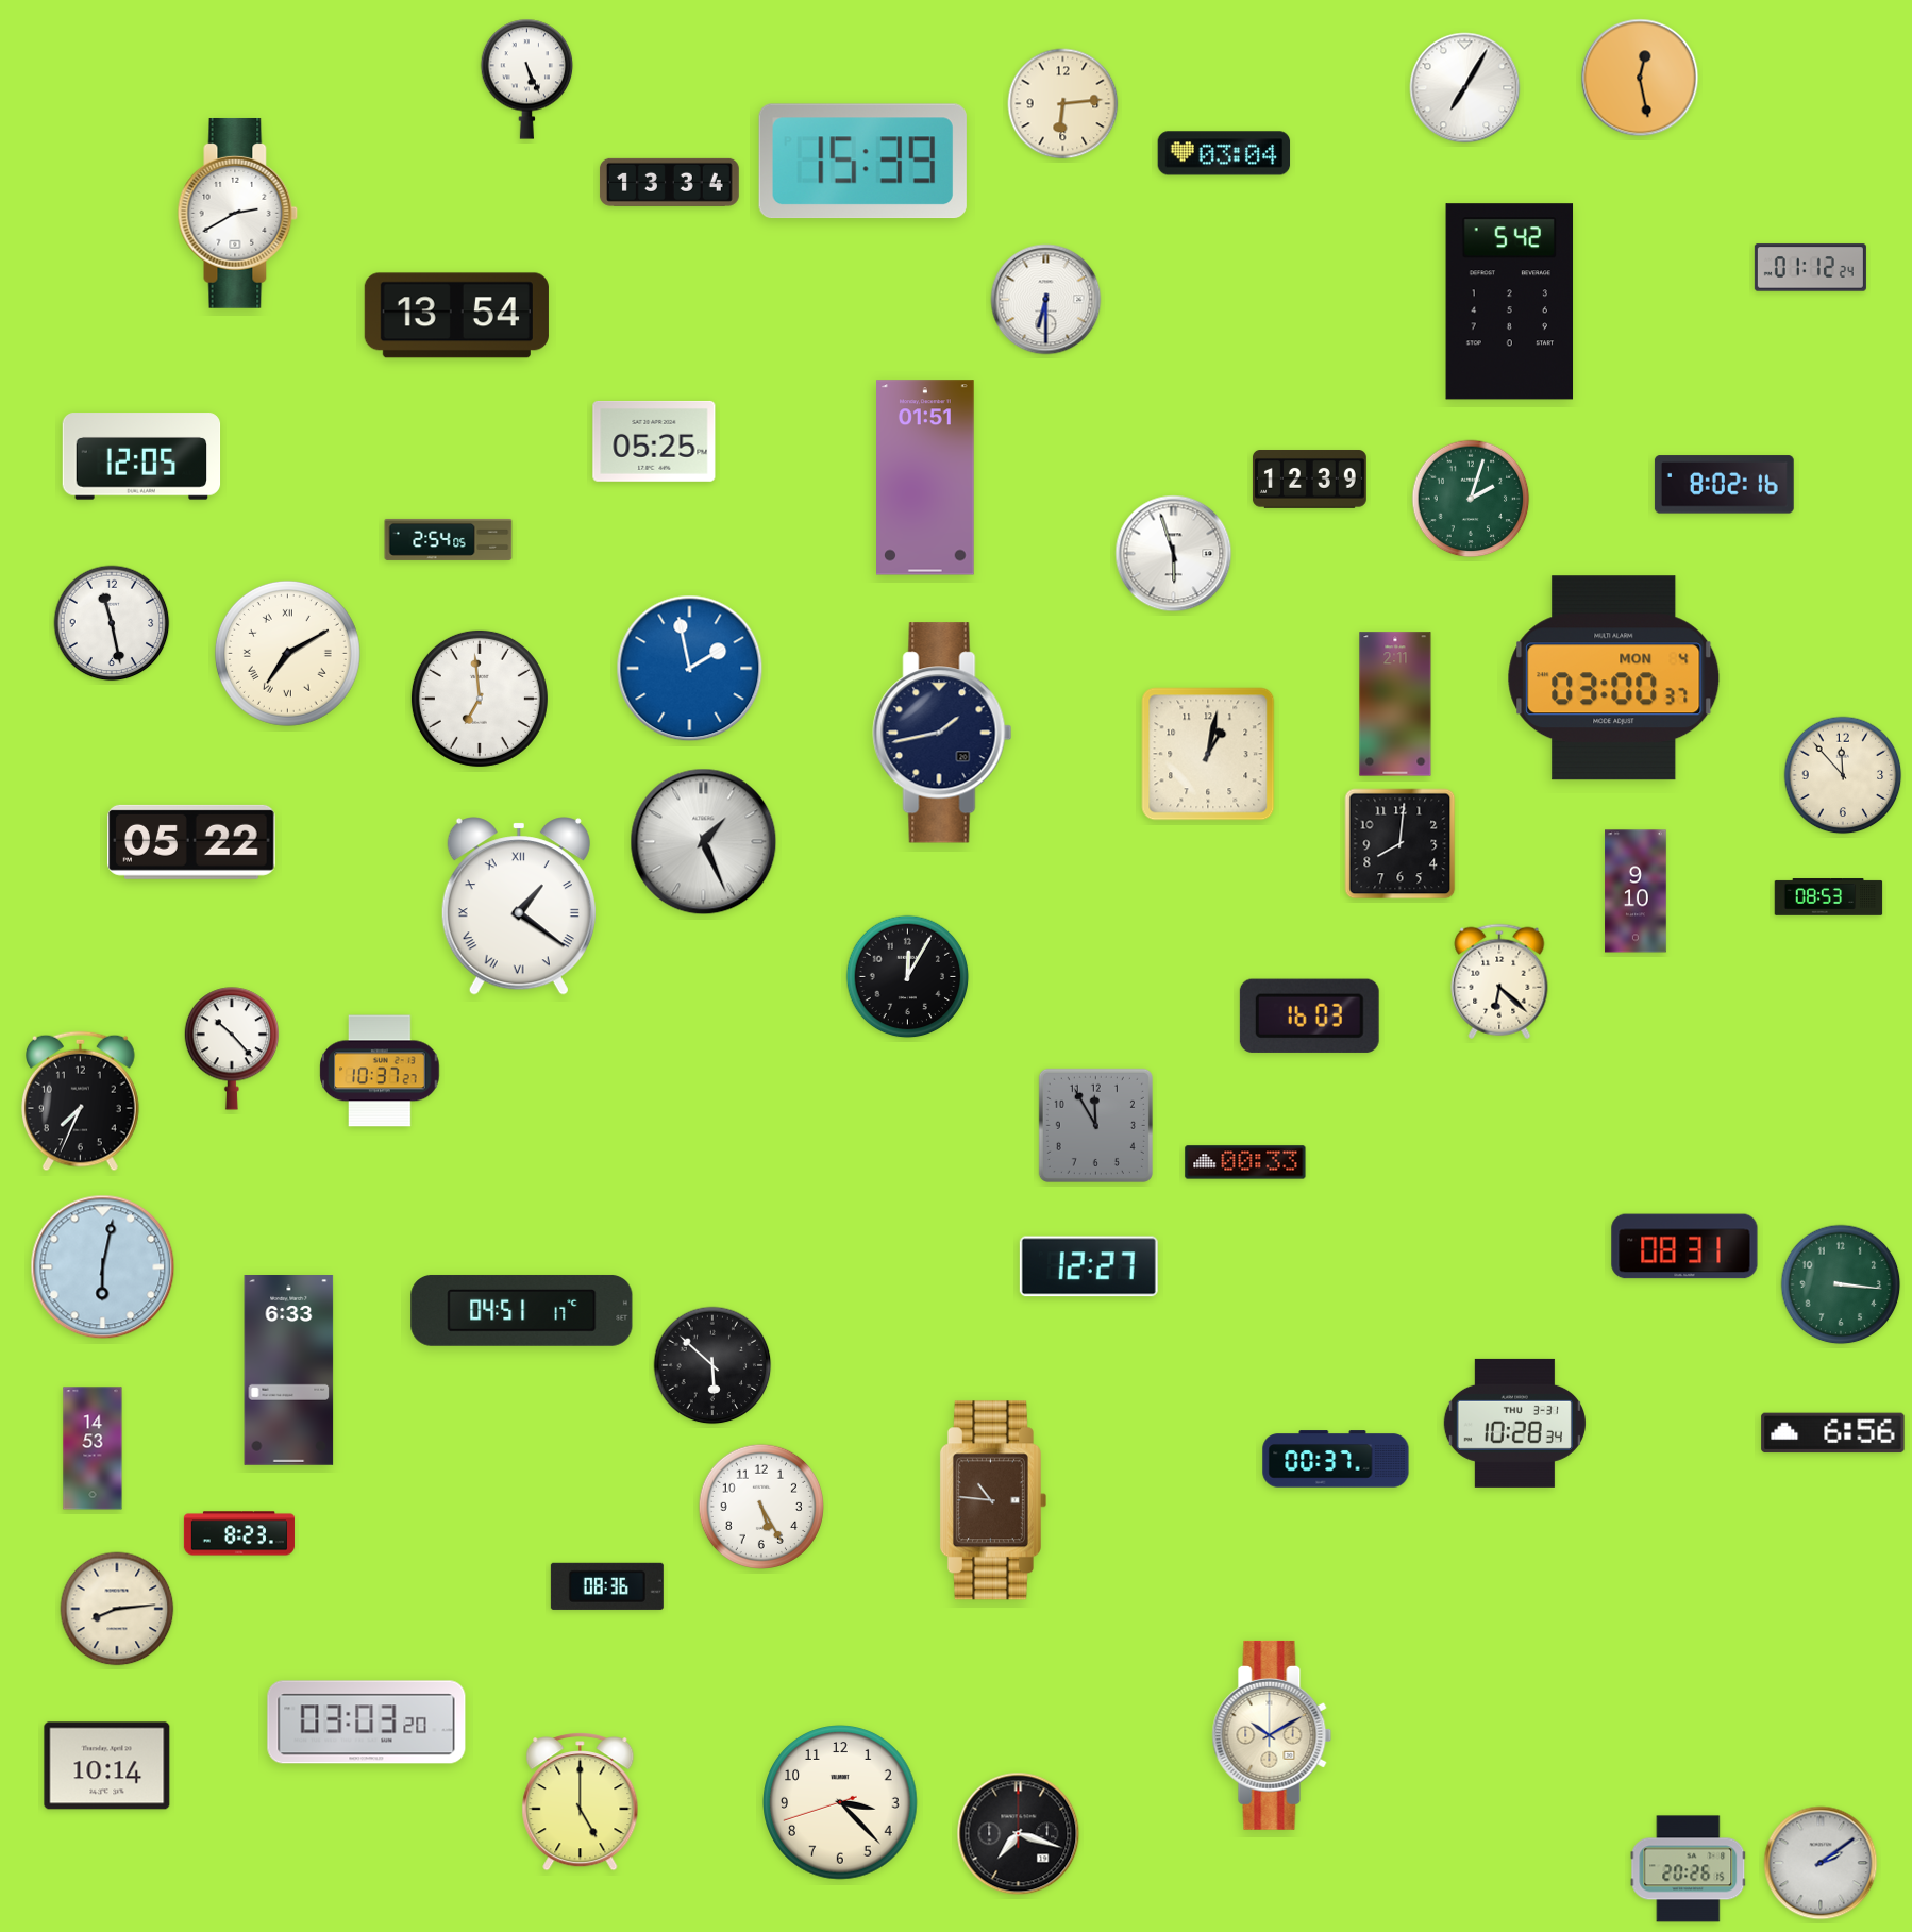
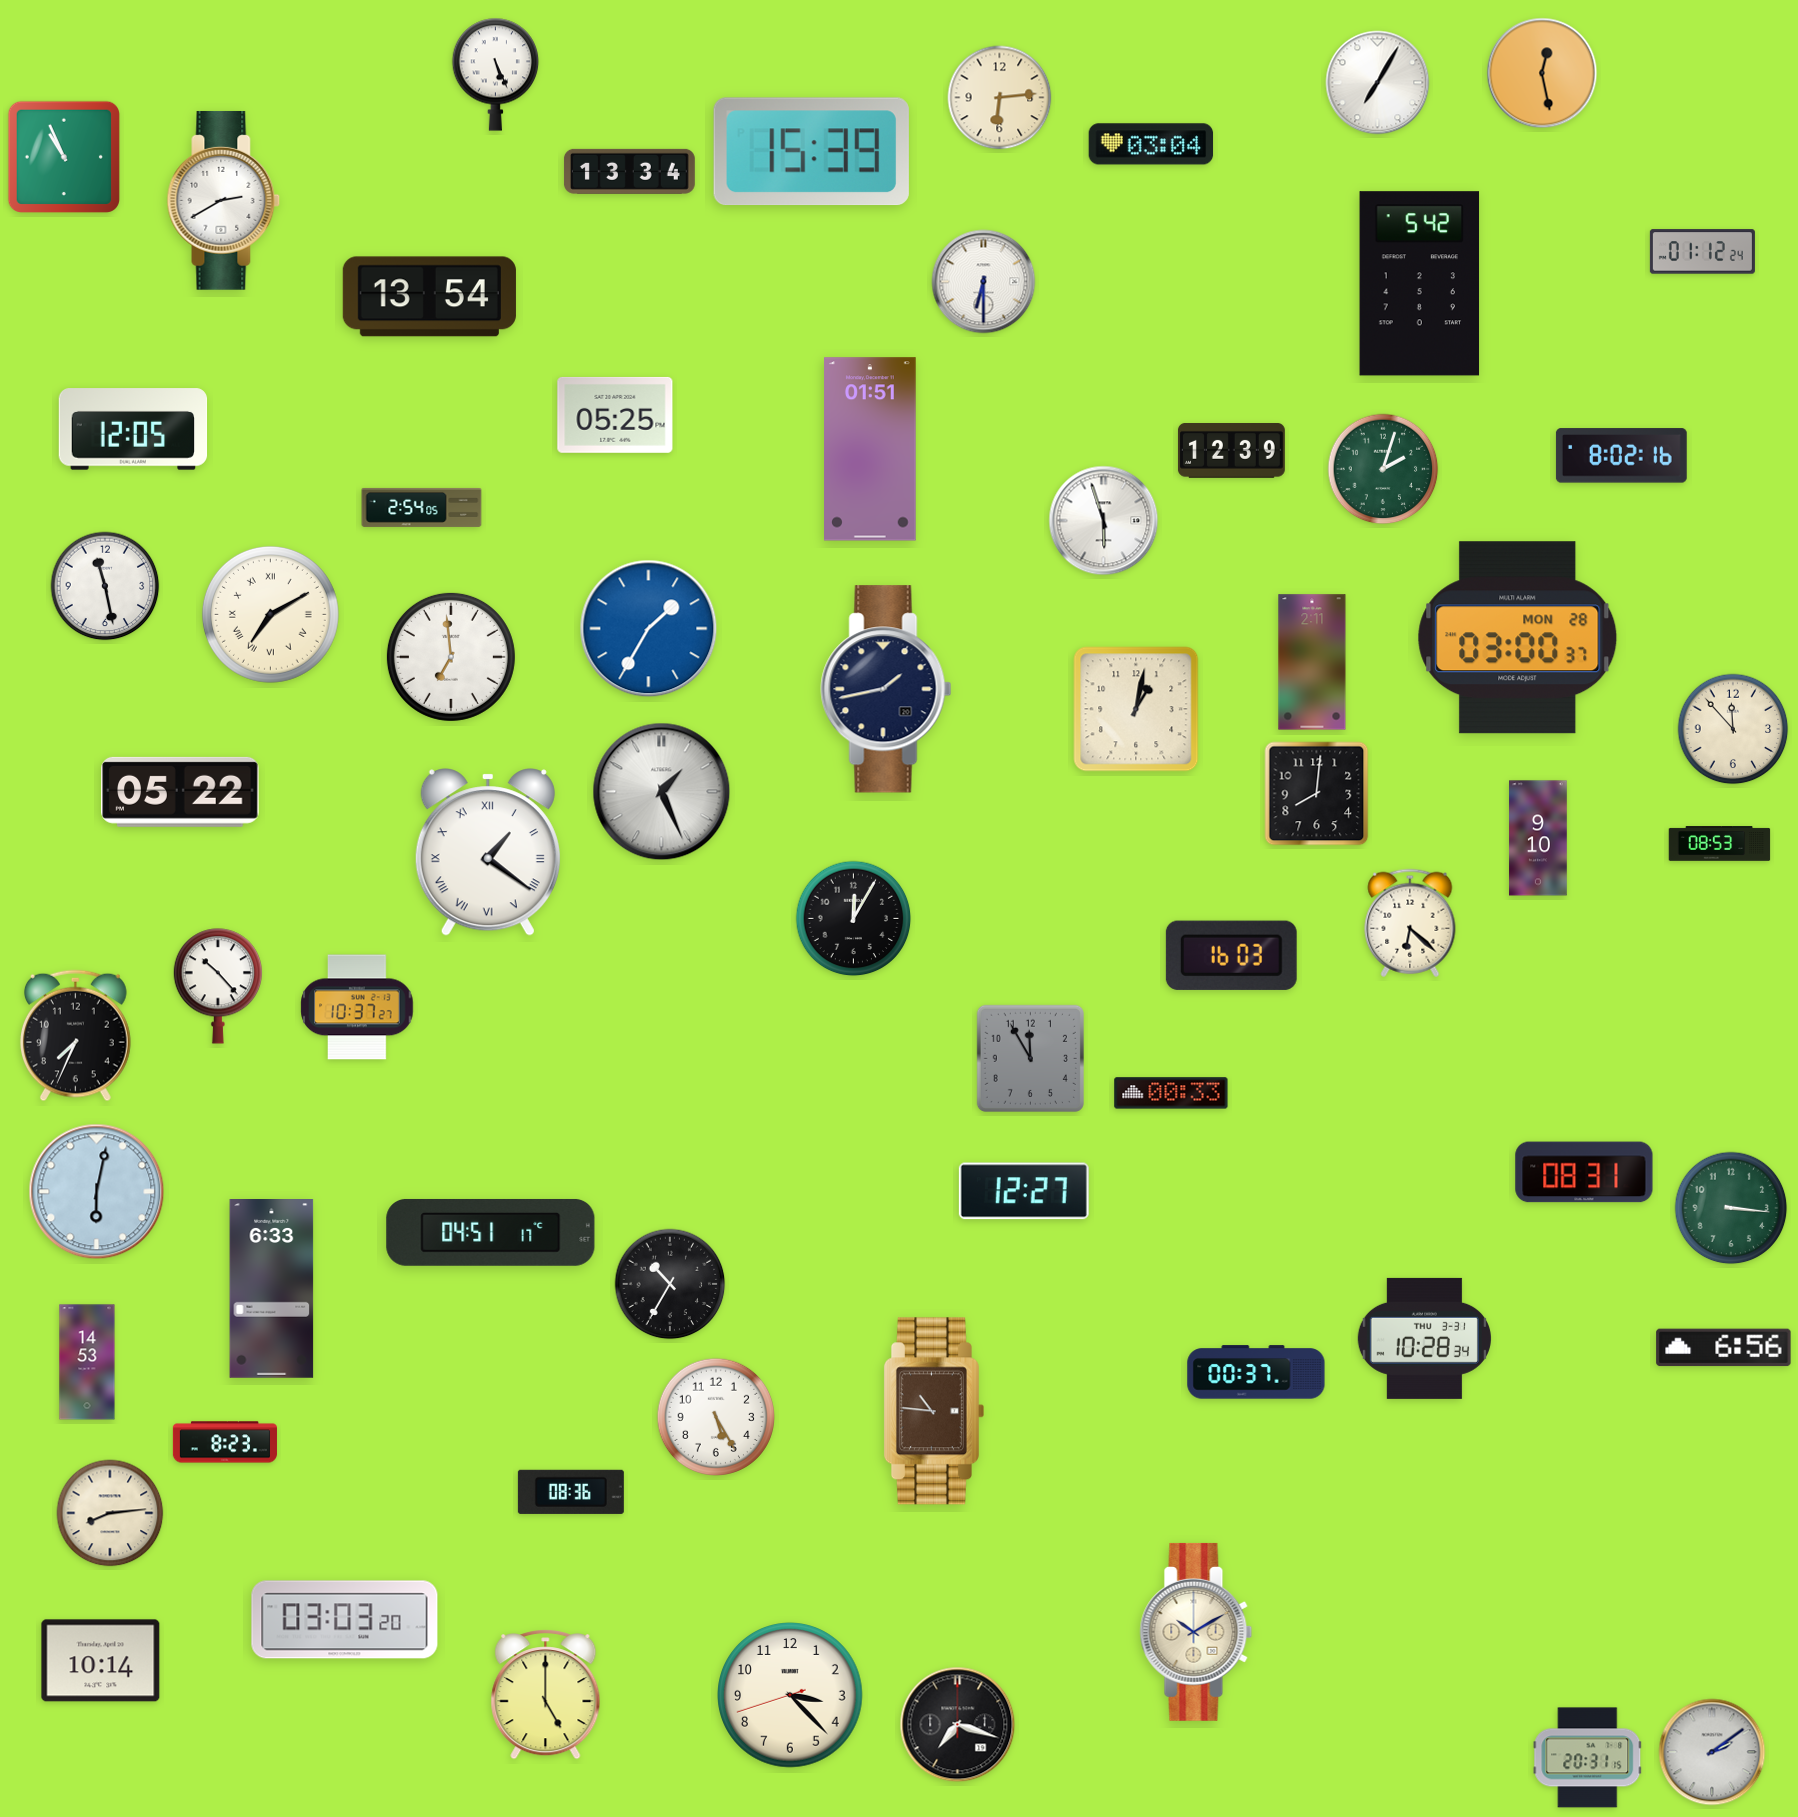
clock at (64, 156): none -> 10:56
clock at (690, 669): 1:58 -> 1:35
clock at (1614, 678) date: MON 4 -> MON 28
clock at (712, 1365): 5:52 -> 10:35
clock at (1689, 1869): 20:26 -> 20:31
